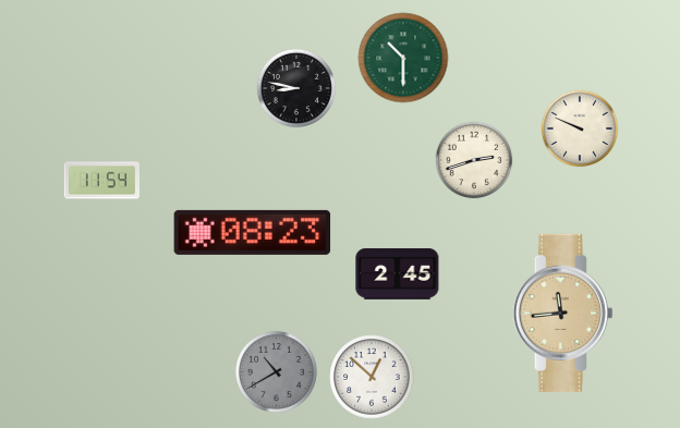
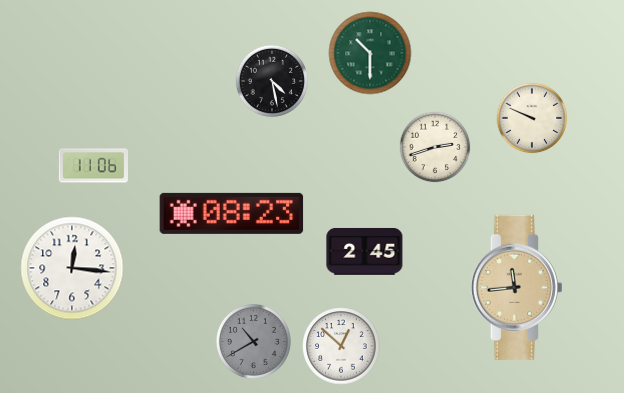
clock at (295, 87): 8:47 -> 4:28
clock at (101, 181): 11:54 -> 11:06
clock at (72, 268): none -> 12:16
